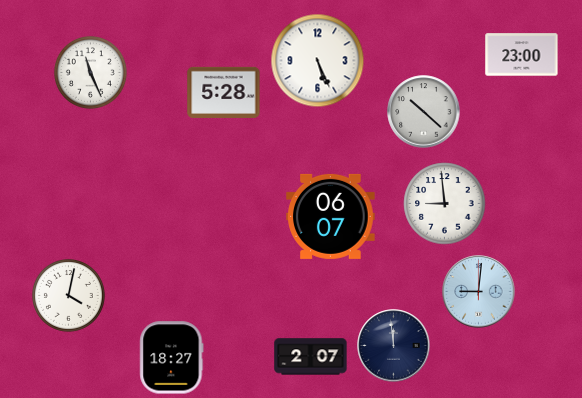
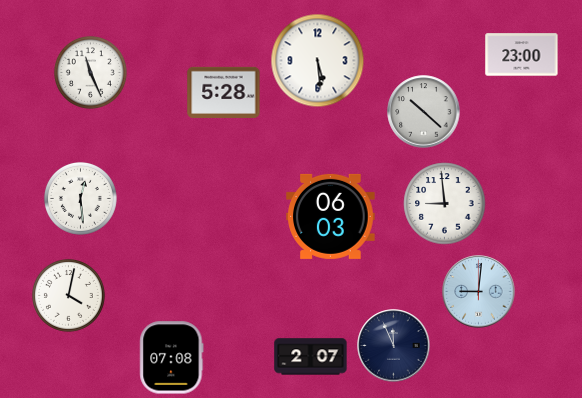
clock at (318, 61): 5:26 -> 5:29
clock at (80, 198): none -> 12:29
clock at (331, 216): 06:07 -> 06:03
clock at (394, 346): 11:59 -> 11:56
clock at (172, 358): 18:27 -> 07:08
